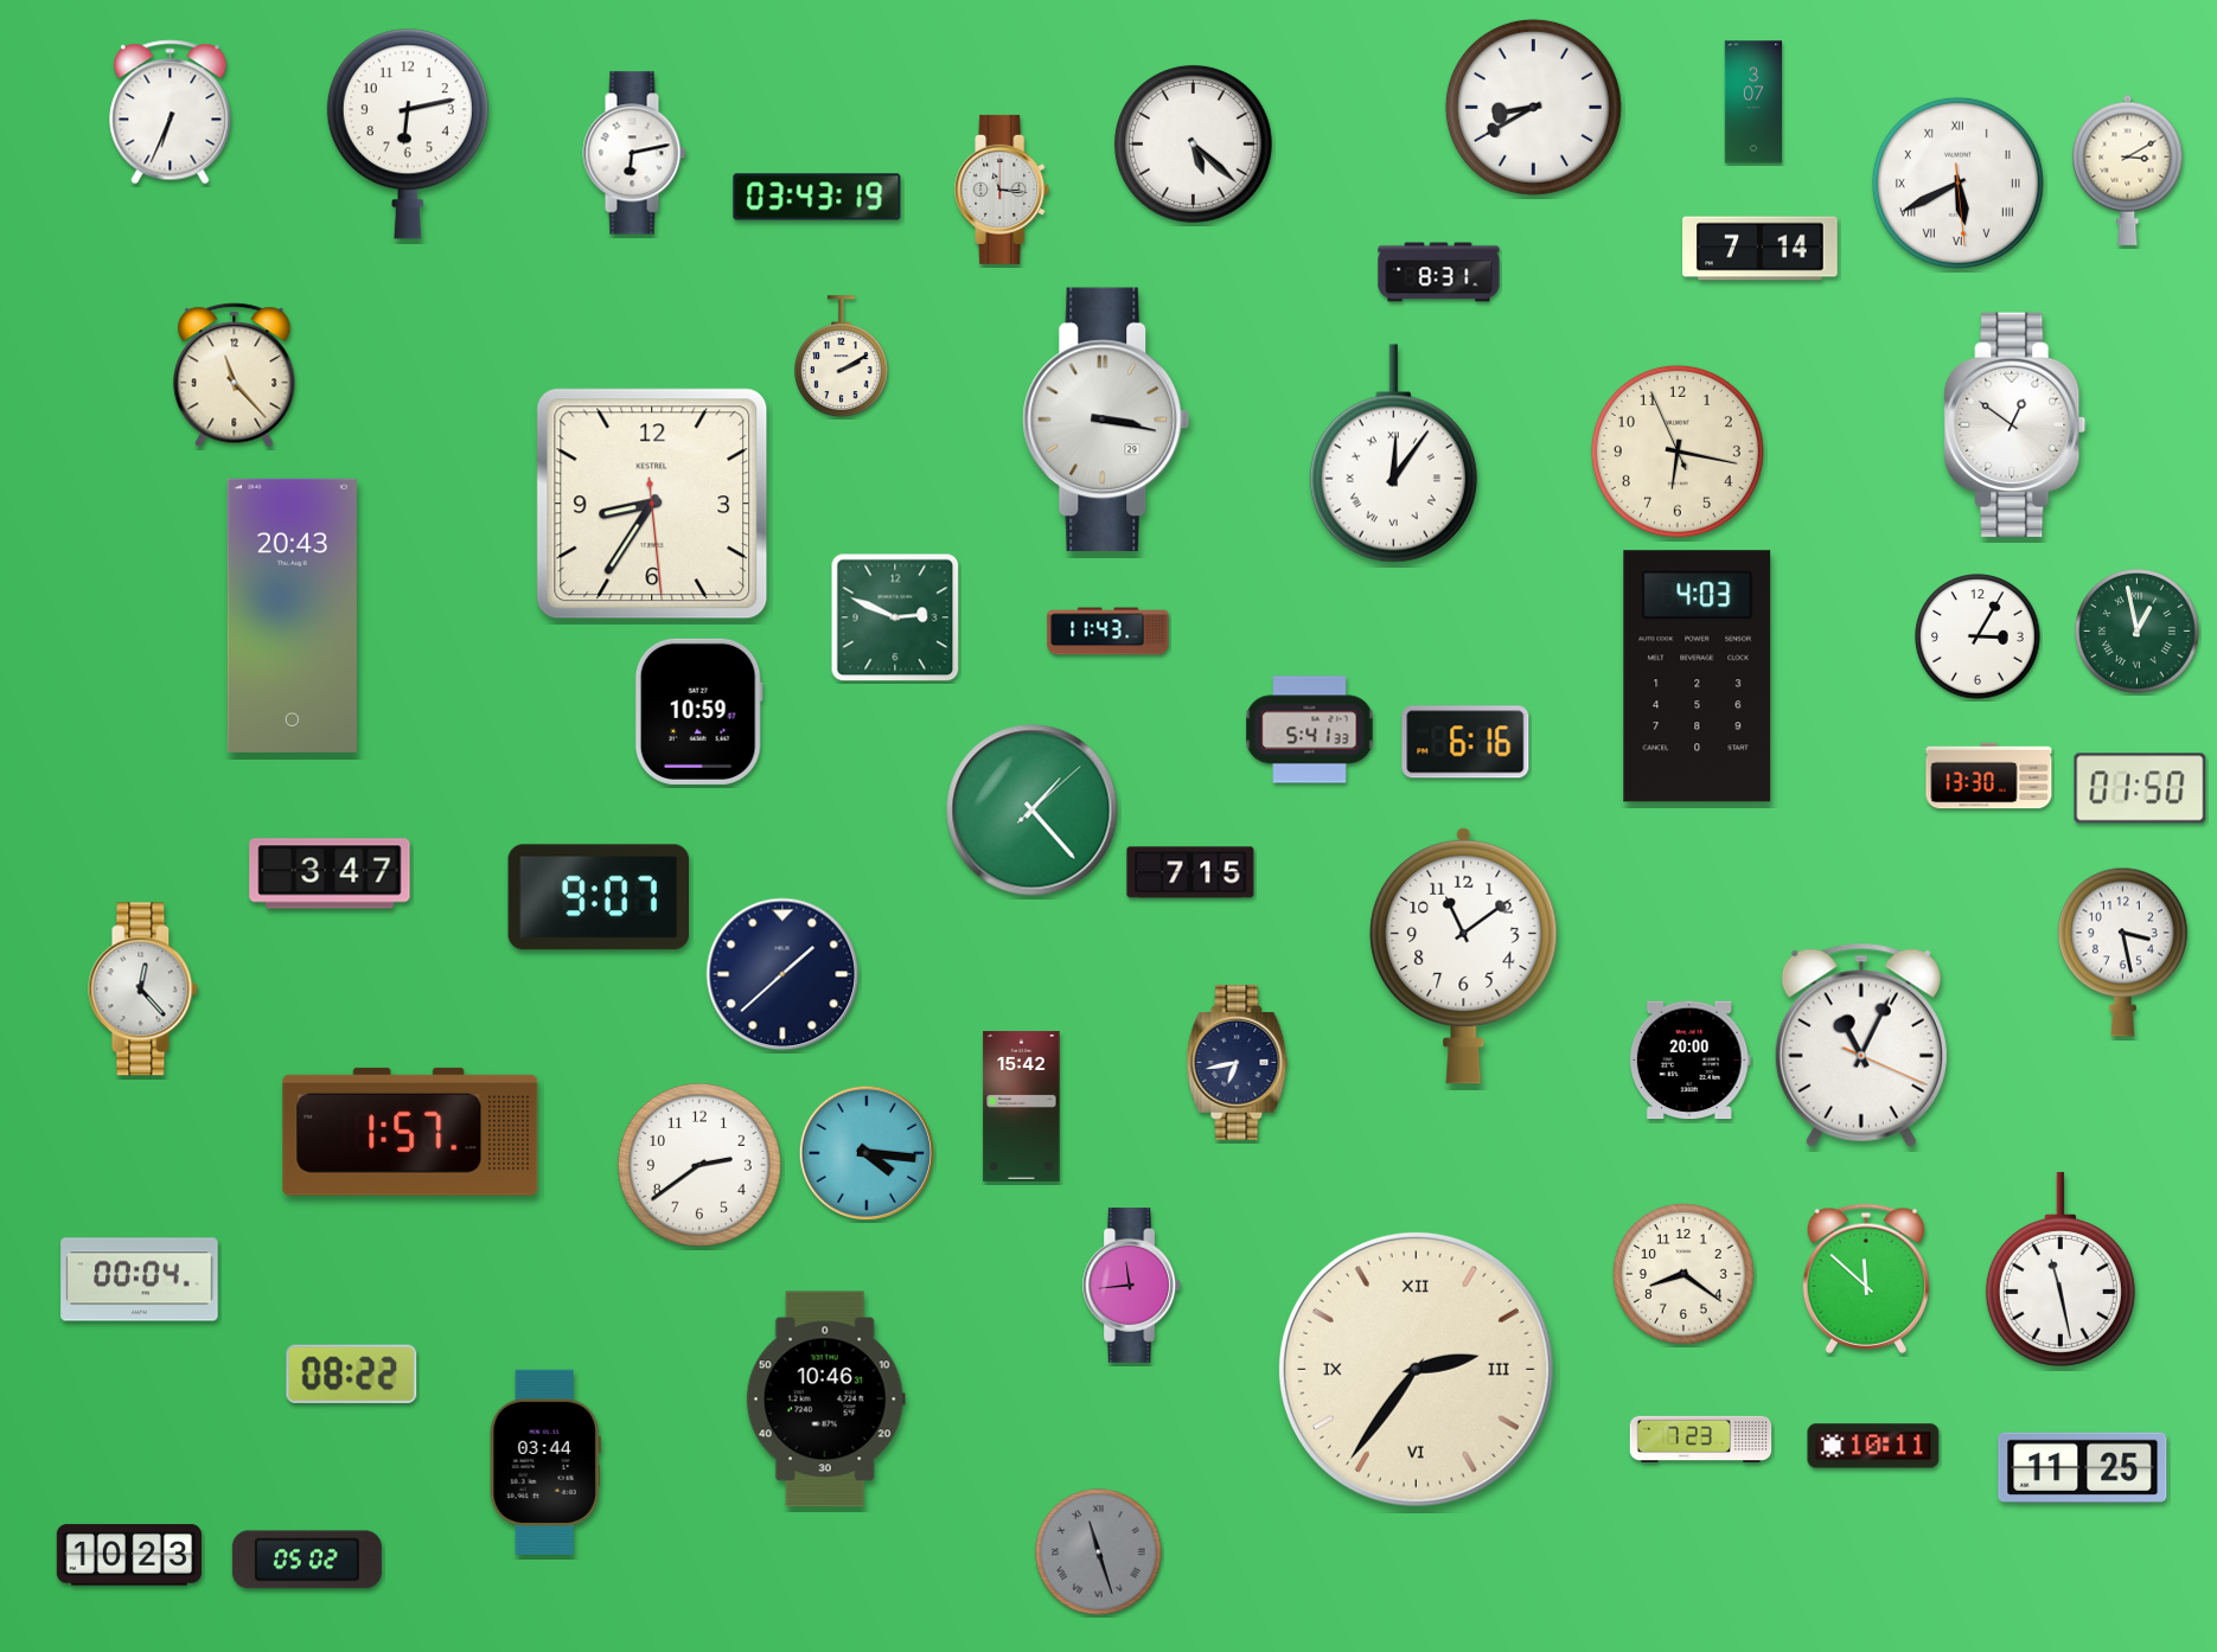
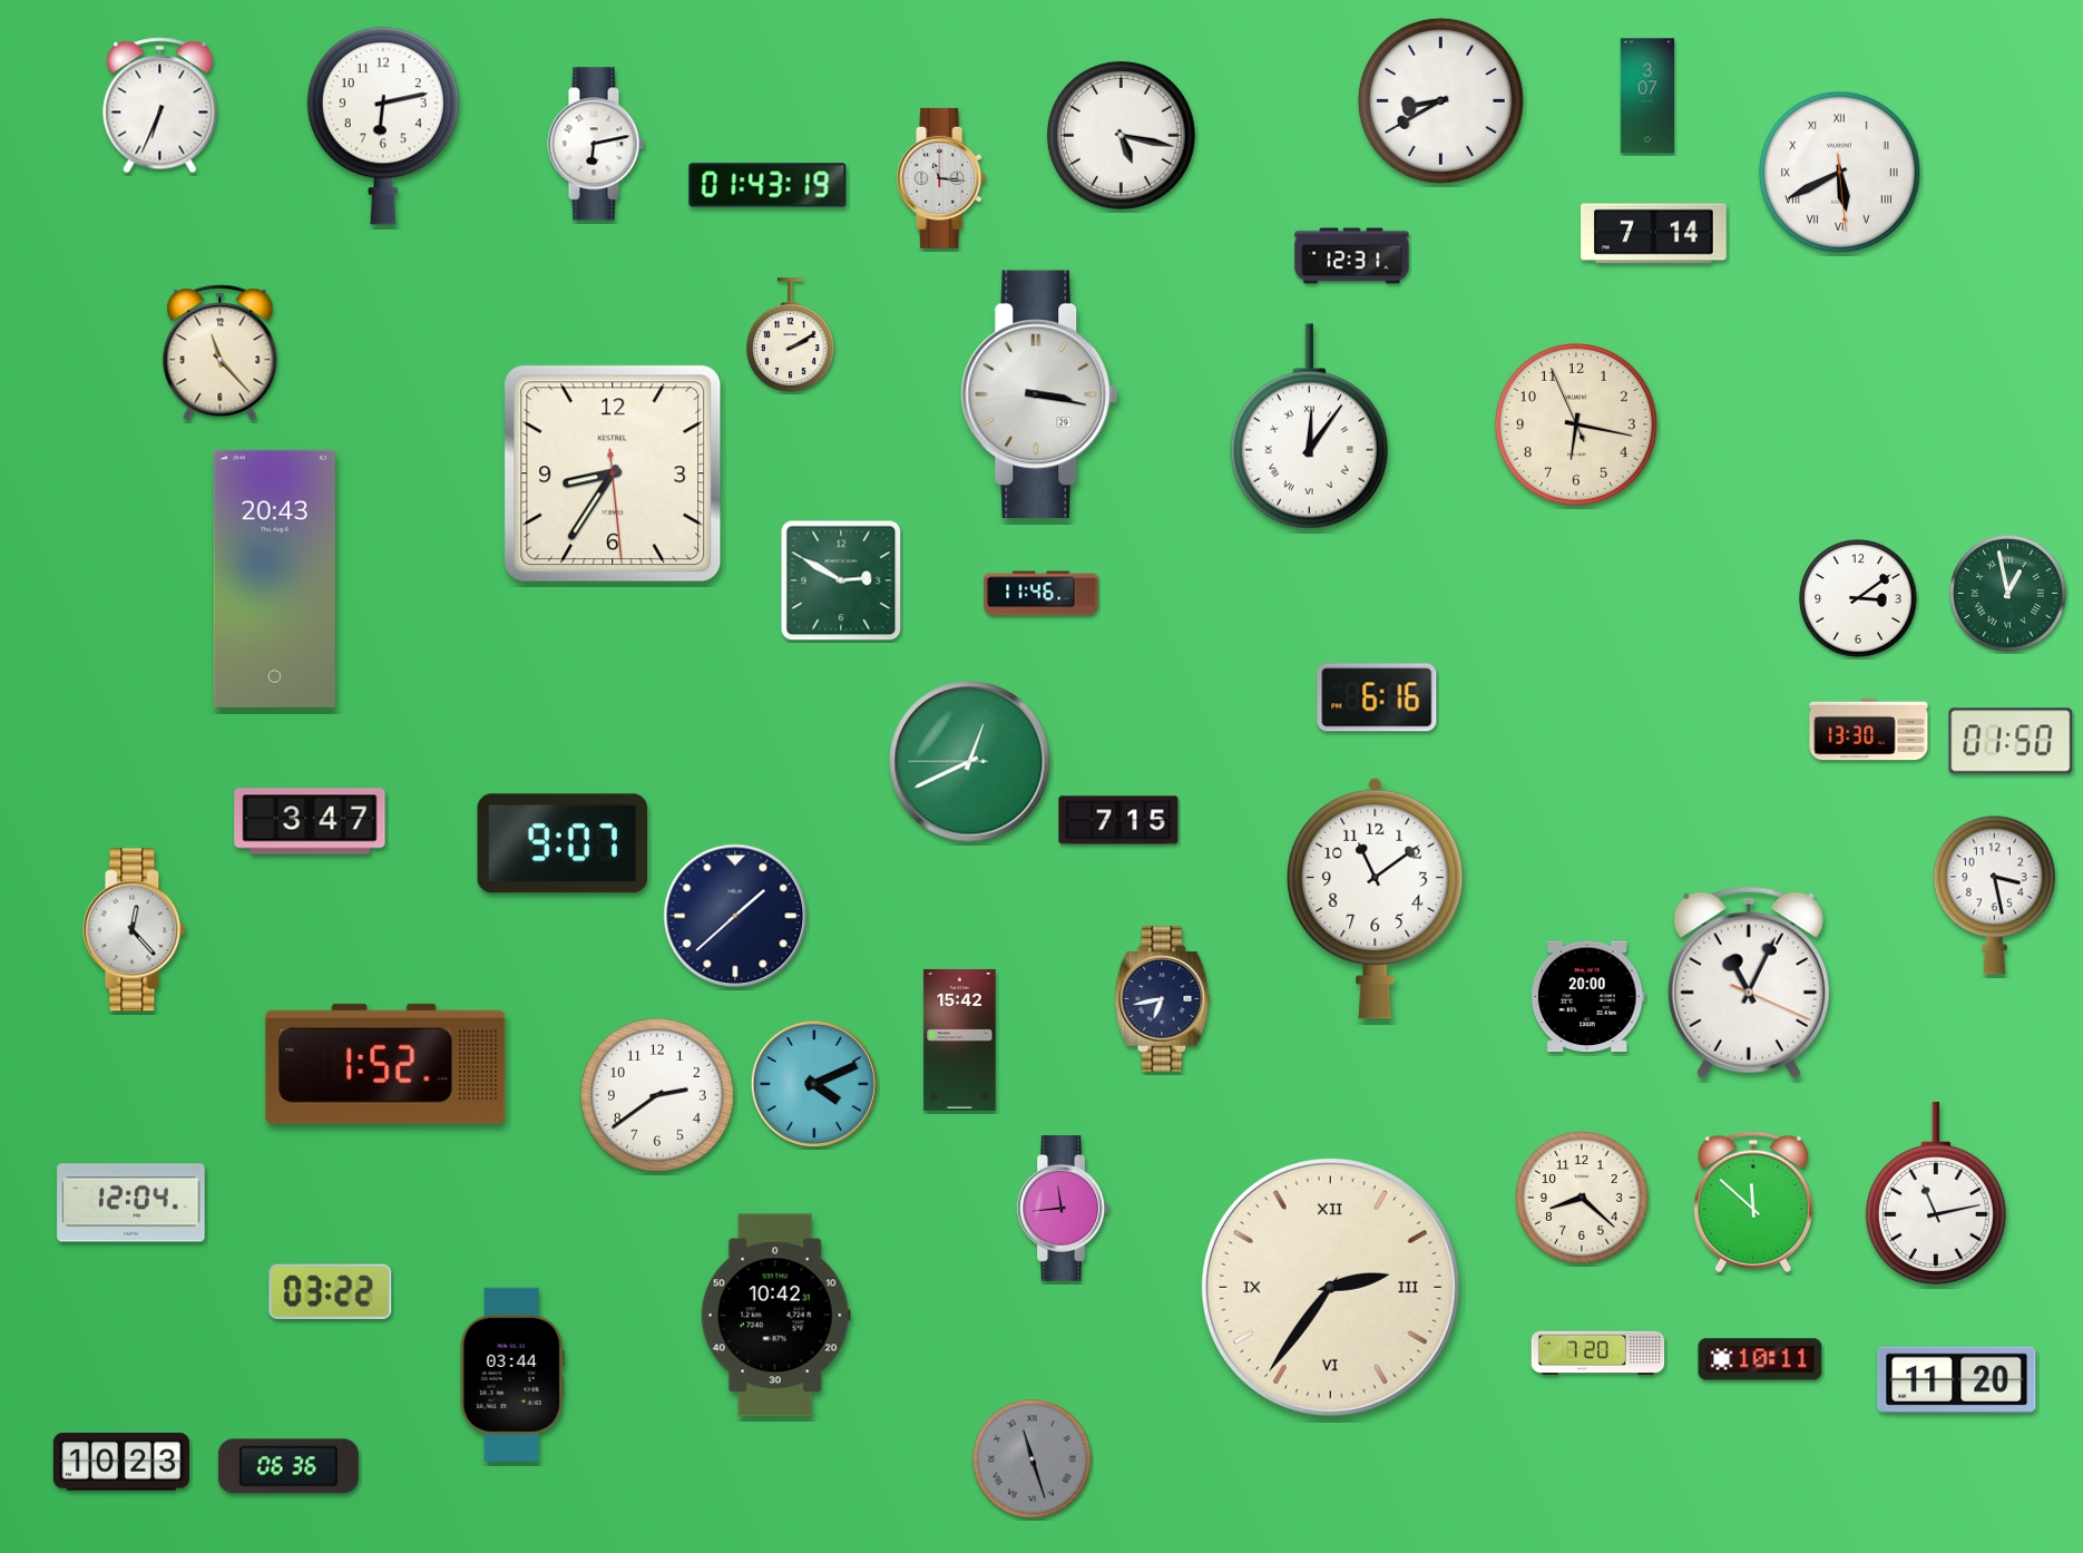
clock at (1193, 143): 5:22 -> 5:17
clock at (2128, 169): 3:10 -> none
clock at (817, 197): 03:43 -> 01:43
clock at (1439, 273): 8:31 -> 12:31
clock at (2015, 424): 12:51 -> none
clock at (895, 617): 2:49 -> 2:50
clock at (1108, 632): 11:43 -> 11:46
clock at (1978, 636): 3:05 -> 3:09
clock at (1698, 677): 4:03 -> none
clock at (698, 711): 10:59 -> none
clock at (1310, 730): 5:41 -> none
clock at (1033, 811): 1:23 -> 12:40
clock at (410, 1132): 1:57 -> 1:52
clock at (865, 1152): 4:16 -> 4:11
clock at (2061, 1269): 11:28 -> 11:13
clock at (1685, 1275): 8:21 -> 8:22
clock at (140, 1280): 00:04 -> 12:04
clock at (352, 1374): 08:22 -> 03:22
clock at (825, 1400): 10:46 -> 10:42
clock at (1701, 1439): 7:23 -> 7:20
clock at (2083, 1467): 11:25 -> 11:20
clock at (307, 1560): 05:02 -> 06:36
